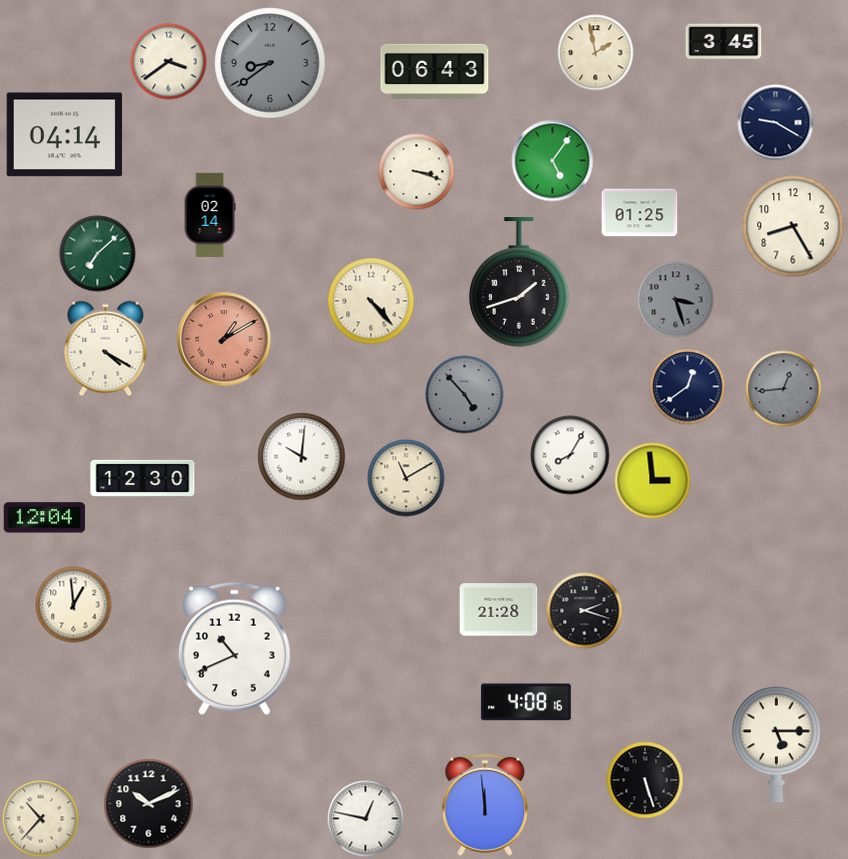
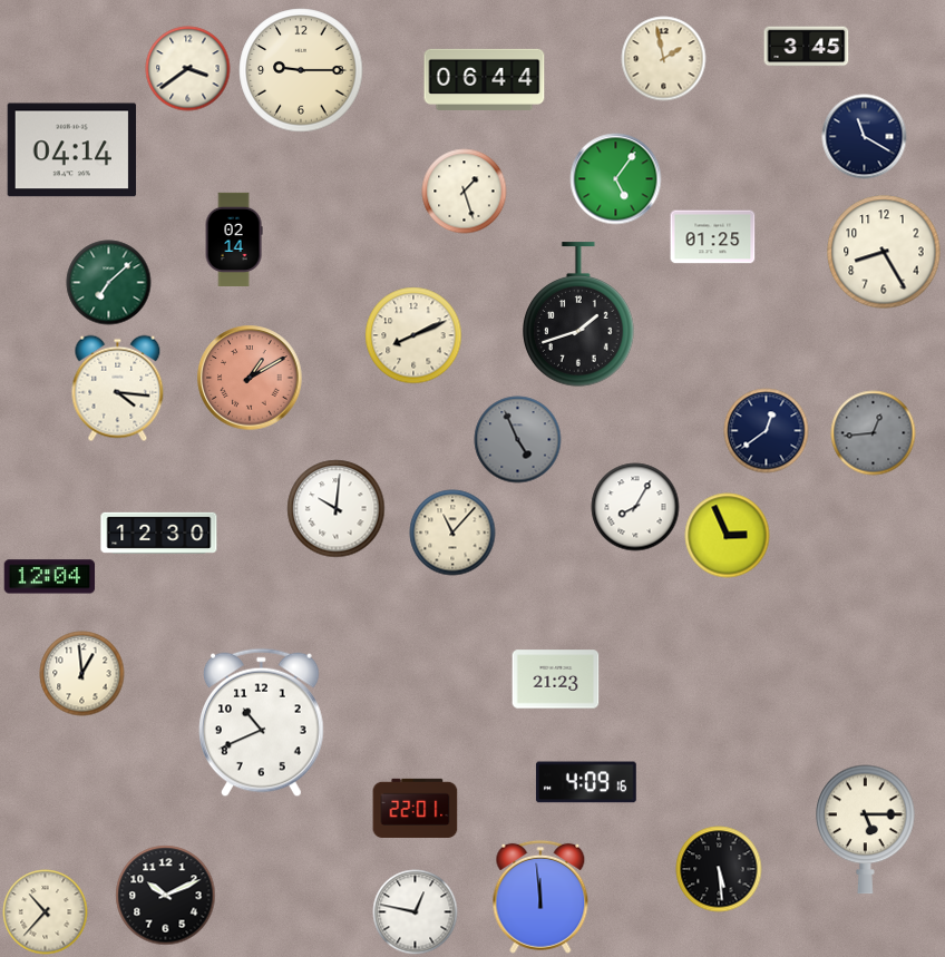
clock at (270, 63): 8:39 -> 9:15
clock at (270, 63) dial: grey -> cream
clock at (435, 71): 06:43 -> 06:44
clock at (776, 123): 9:20 -> 11:20
clock at (417, 172): 3:18 -> 1:27
clock at (676, 300): 3:27 -> none
clock at (371, 301): 4:23 -> 8:11
clock at (106, 349): 4:20 -> 4:16
clock at (465, 395): 4:53 -> 4:56
clock at (406, 478): 11:10 -> 11:07
clock at (653, 481): 2:59 -> 2:56
clock at (499, 610): 21:28 -> 21:23
clock at (585, 611): 2:18 -> none
clock at (526, 702): 4:08 -> 4:09
clock at (416, 808): none -> 22:01
clock at (645, 780): 5:27 -> 5:29
clock at (366, 819) position: (366, 819) -> (416, 912)
